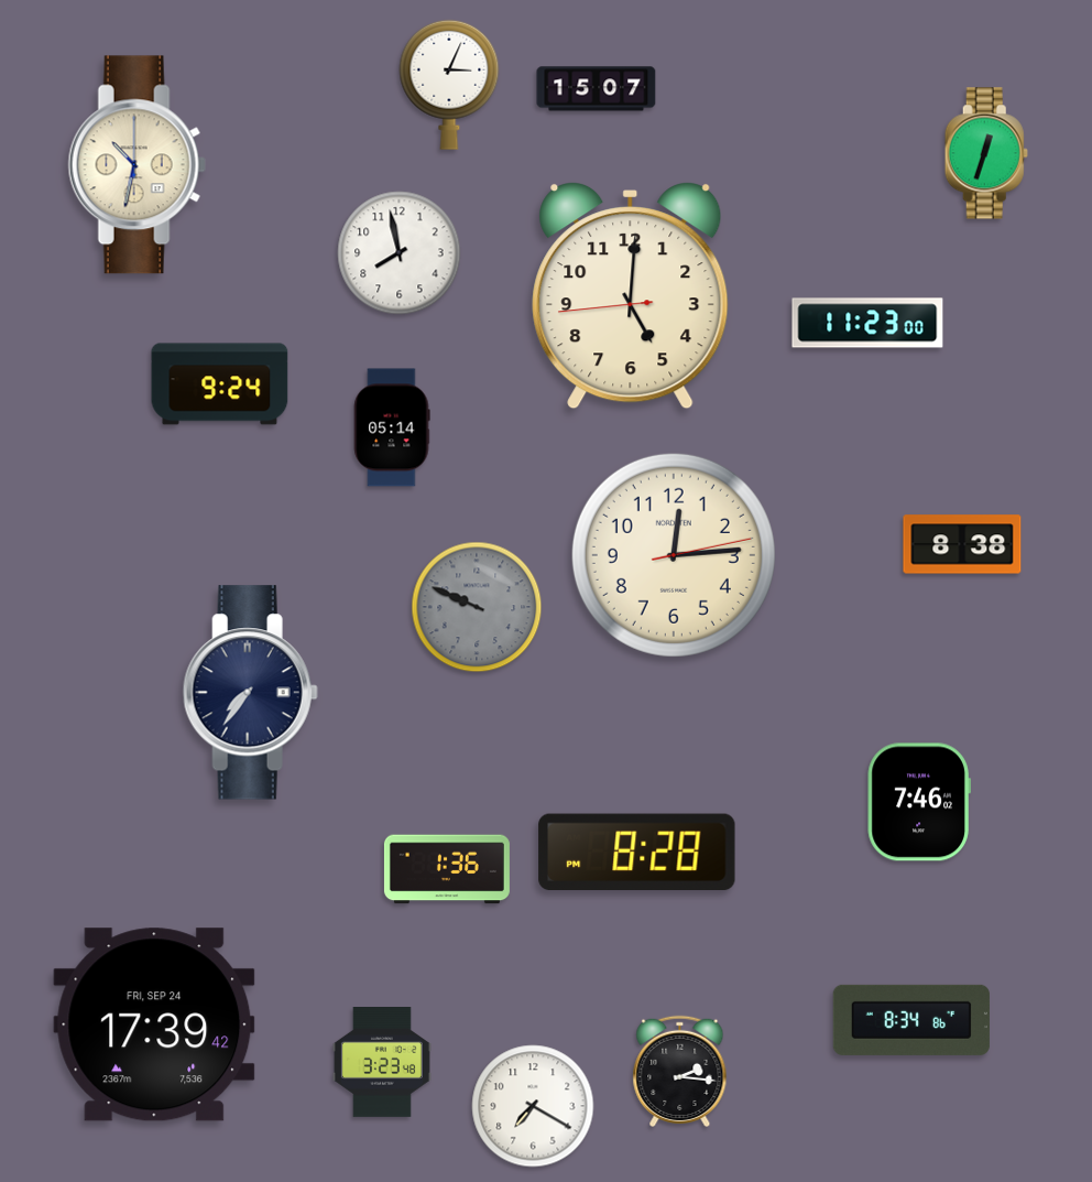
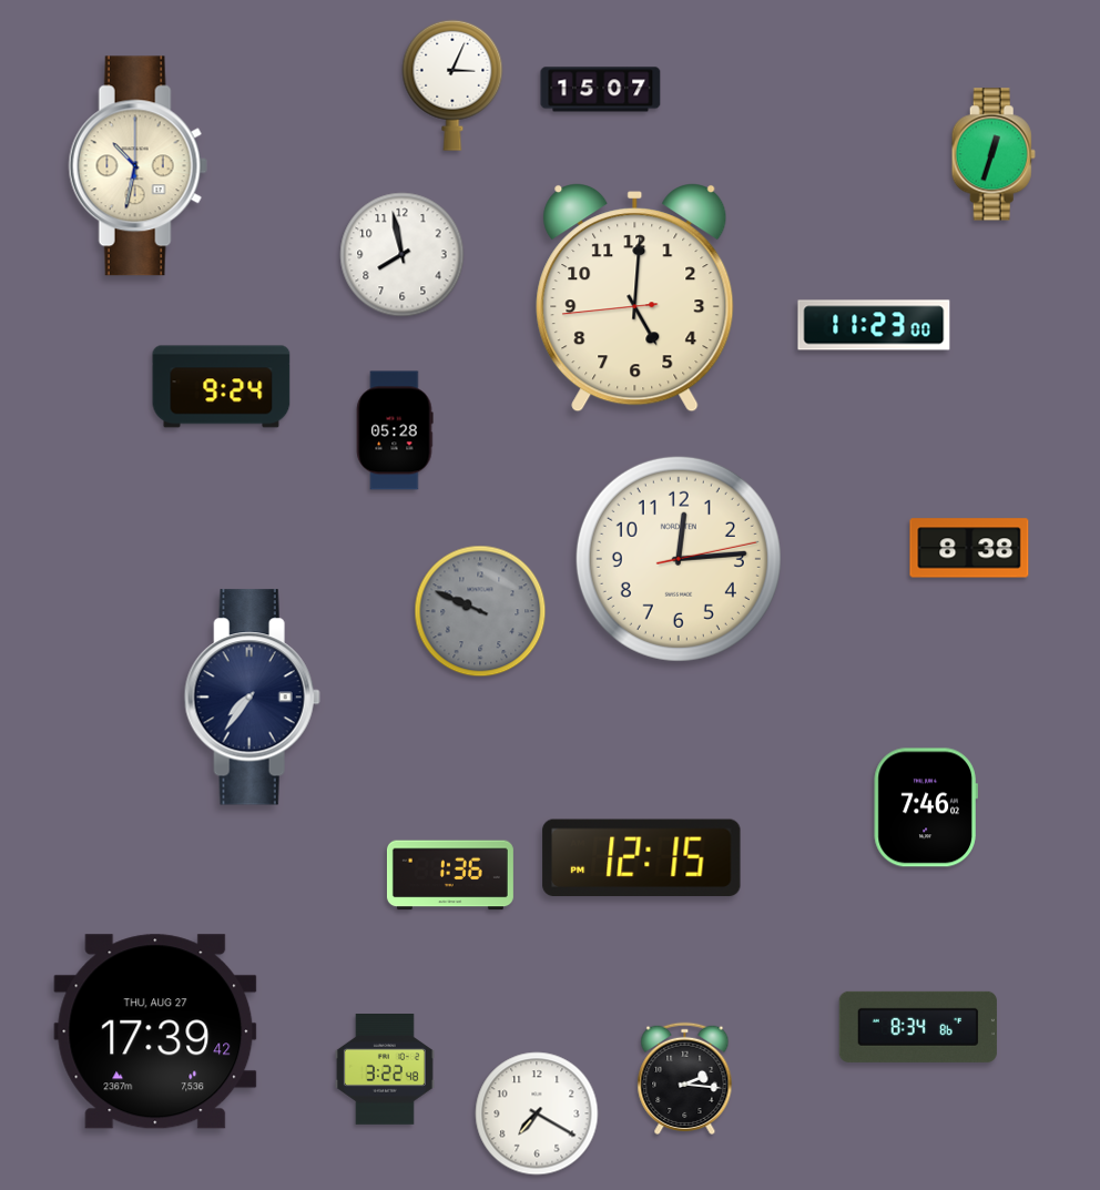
clock at (392, 427): 05:14 -> 05:28
clock at (637, 853): 8:28 -> 12:15
clock at (154, 1024) date: FRI, SEP 24 -> THU, AUG 27
clock at (382, 1063): 3:23 -> 3:22
